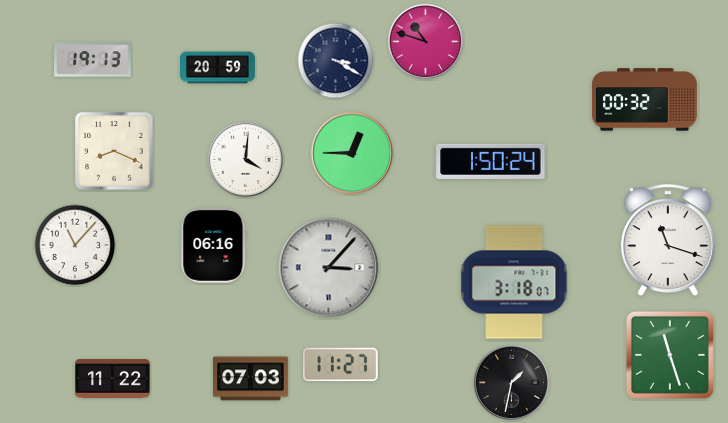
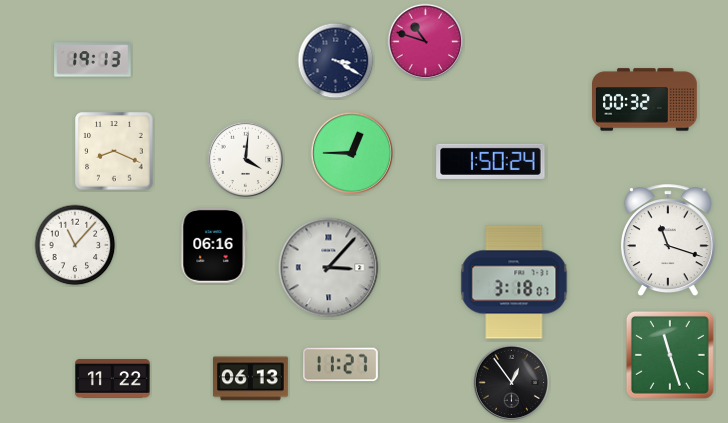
clock at (218, 68): 20:59 -> none
clock at (251, 379): 07:03 -> 06:13
clock at (511, 382): 1:32 -> 12:54
